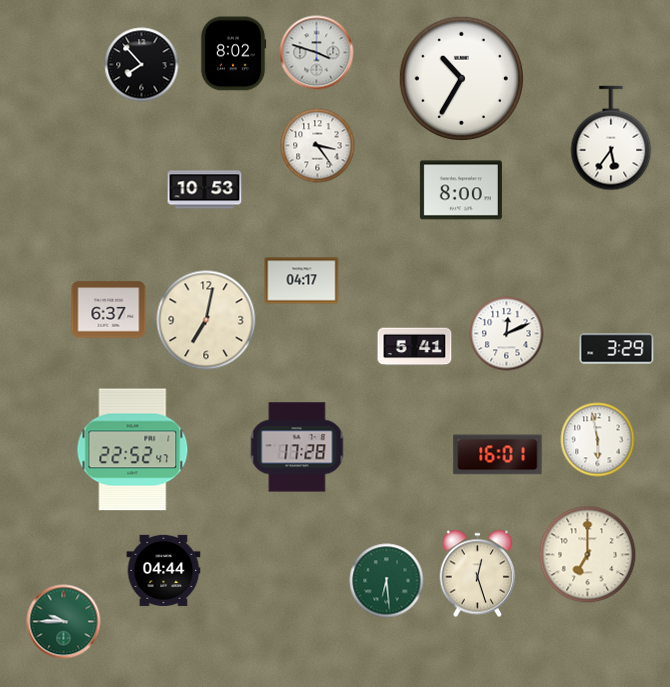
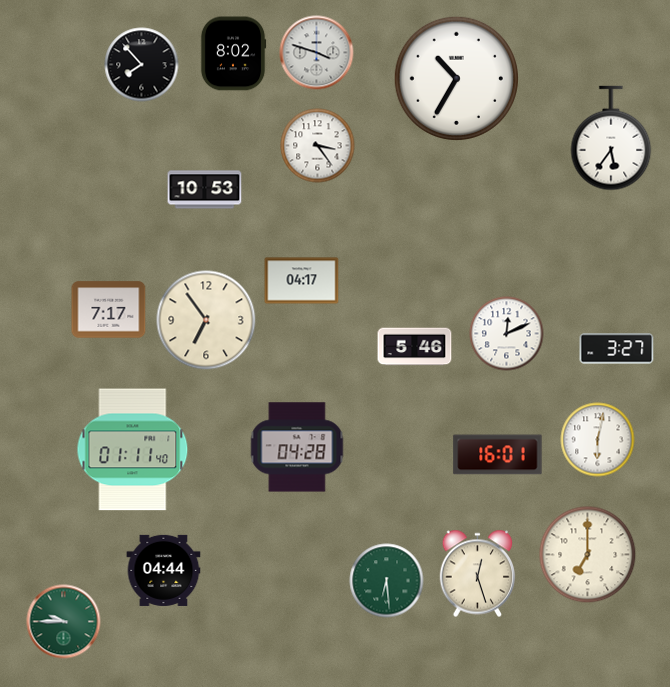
clock at (461, 78) position: (461, 78) -> (456, 78)
clock at (461, 190): 8:00 -> none
clock at (109, 310): 6:37 -> 7:17
clock at (206, 320): 7:02 -> 6:54
clock at (415, 347): 5:41 -> 5:46
clock at (617, 349): 3:29 -> 3:27
clock at (598, 440): 5:58 -> 6:02
clock at (297, 447): 17:28 -> 04:28
clock at (133, 450): 22:52 -> 01:11
